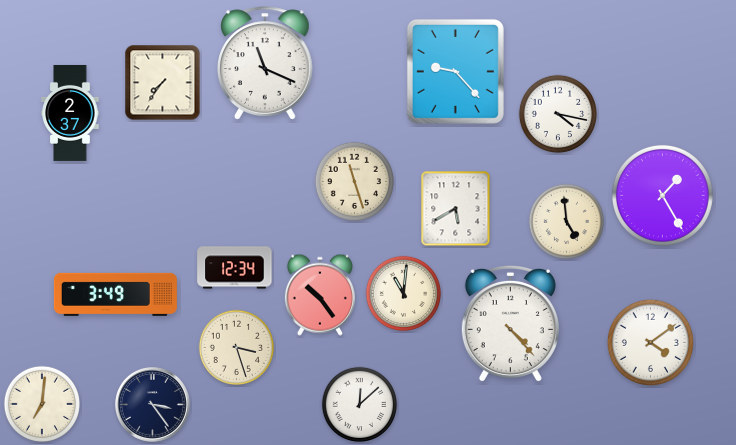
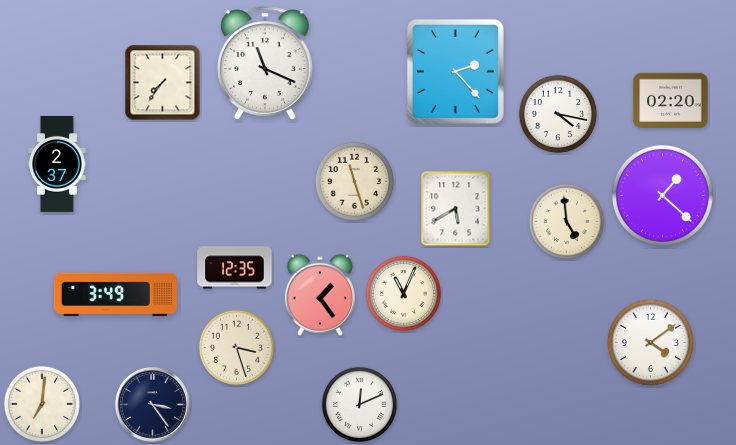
clock at (455, 71): 9:23 -> 2:23
clock at (671, 100): none -> 02:20
clock at (70, 113) position: (70, 113) -> (57, 164)
clock at (662, 195): 1:25 -> 1:22
clock at (235, 268): 12:34 -> 12:35
clock at (403, 293): 11:01 -> 11:04
clock at (320, 295): 10:24 -> 1:24
clock at (510, 324): 4:23 -> none
clock at (359, 404): 12:08 -> 12:11
